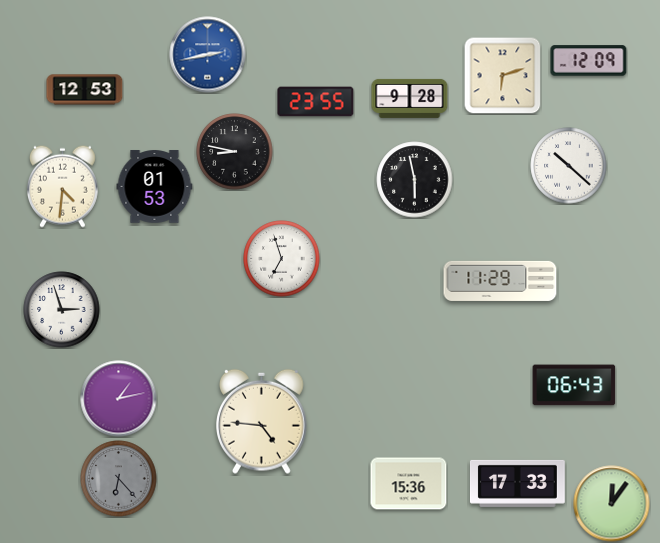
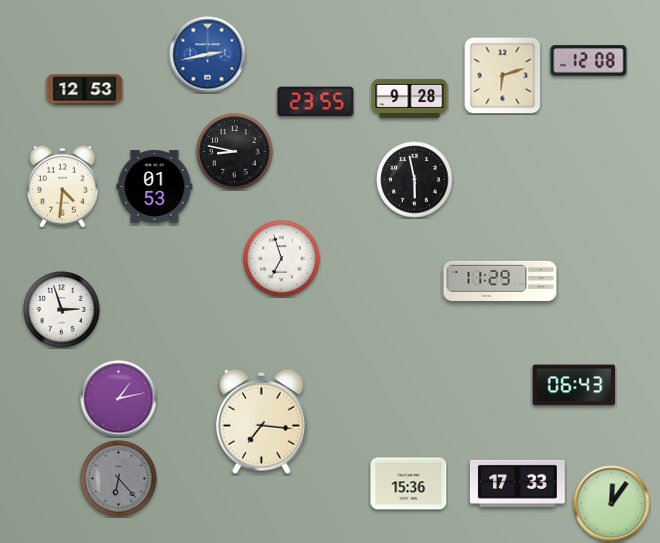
clock at (589, 61): 12:09 -> 12:08
clock at (569, 166): 10:22 -> none
clock at (262, 421): 4:46 -> 7:16
